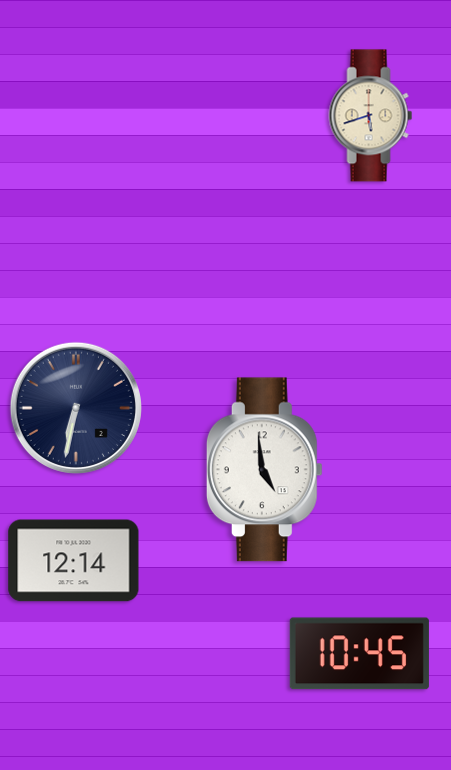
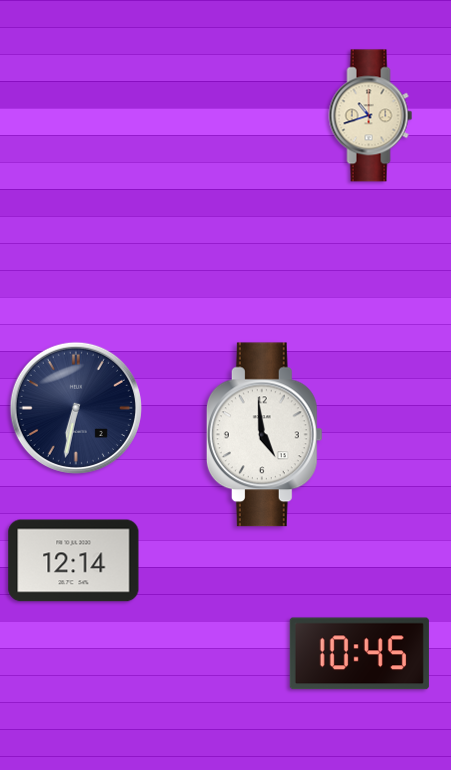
clock at (371, 116): 5:42 -> 10:42
clock at (264, 470) position: (264, 470) -> (264, 435)
